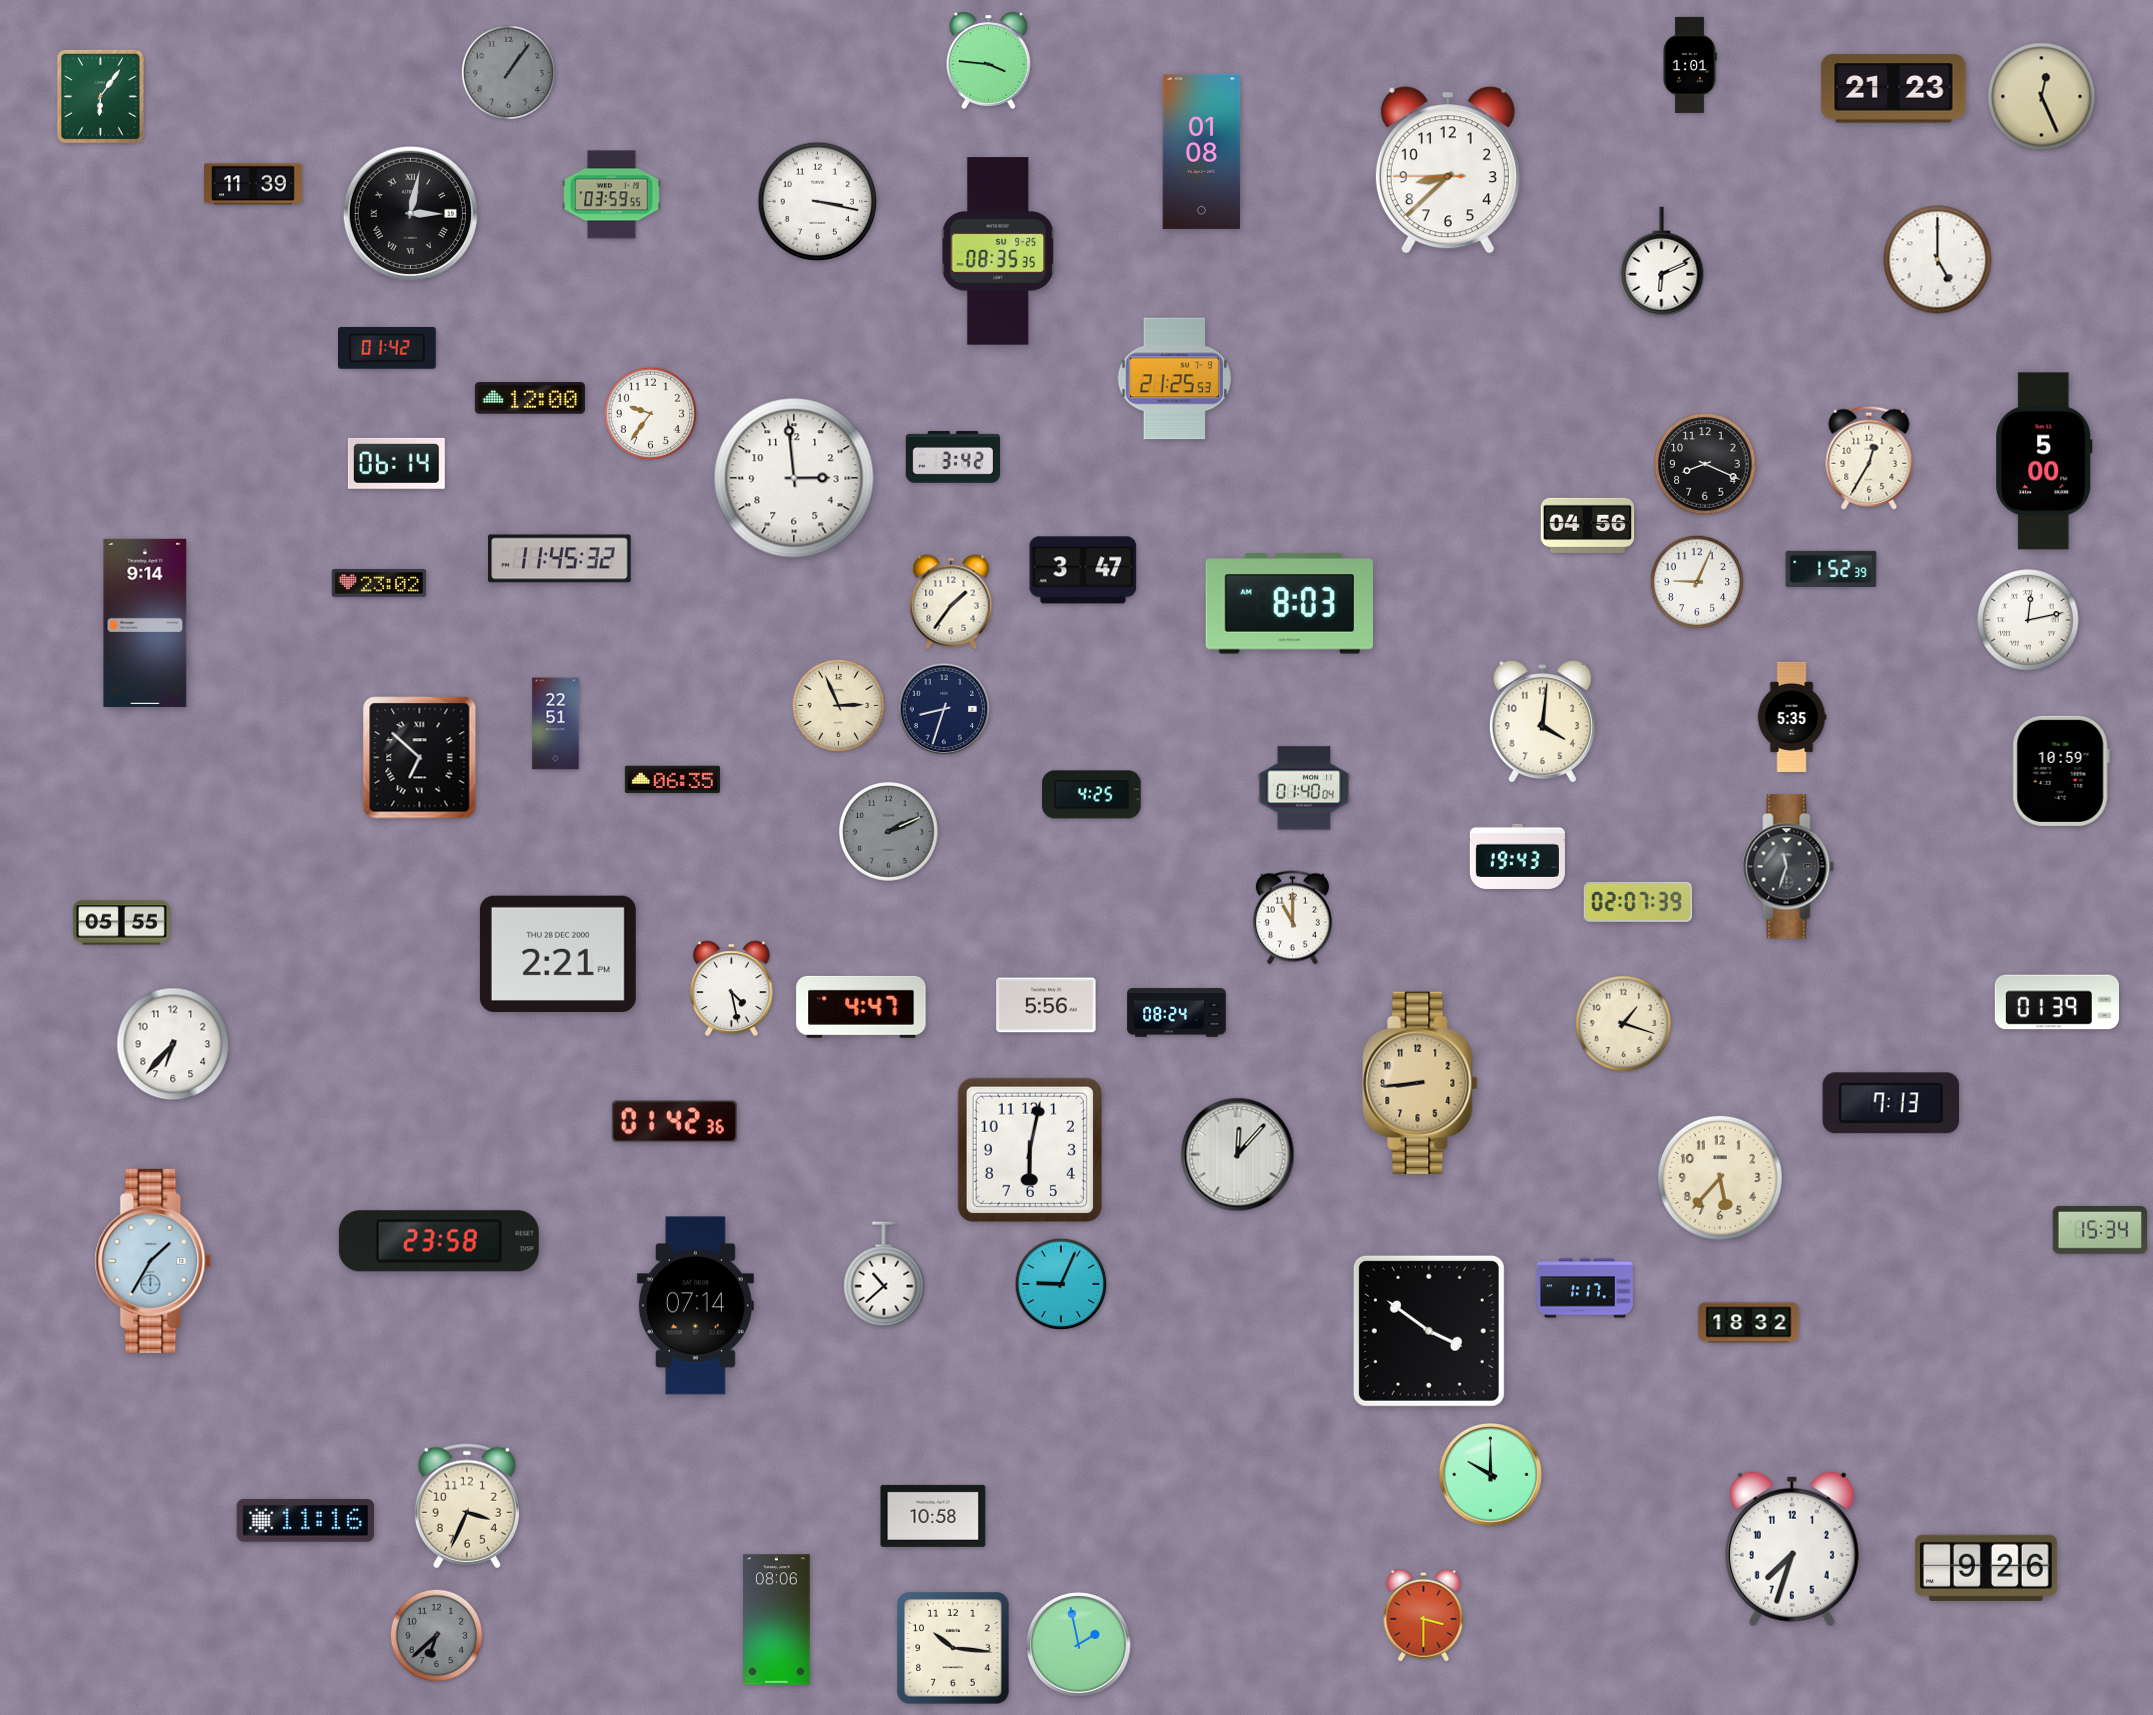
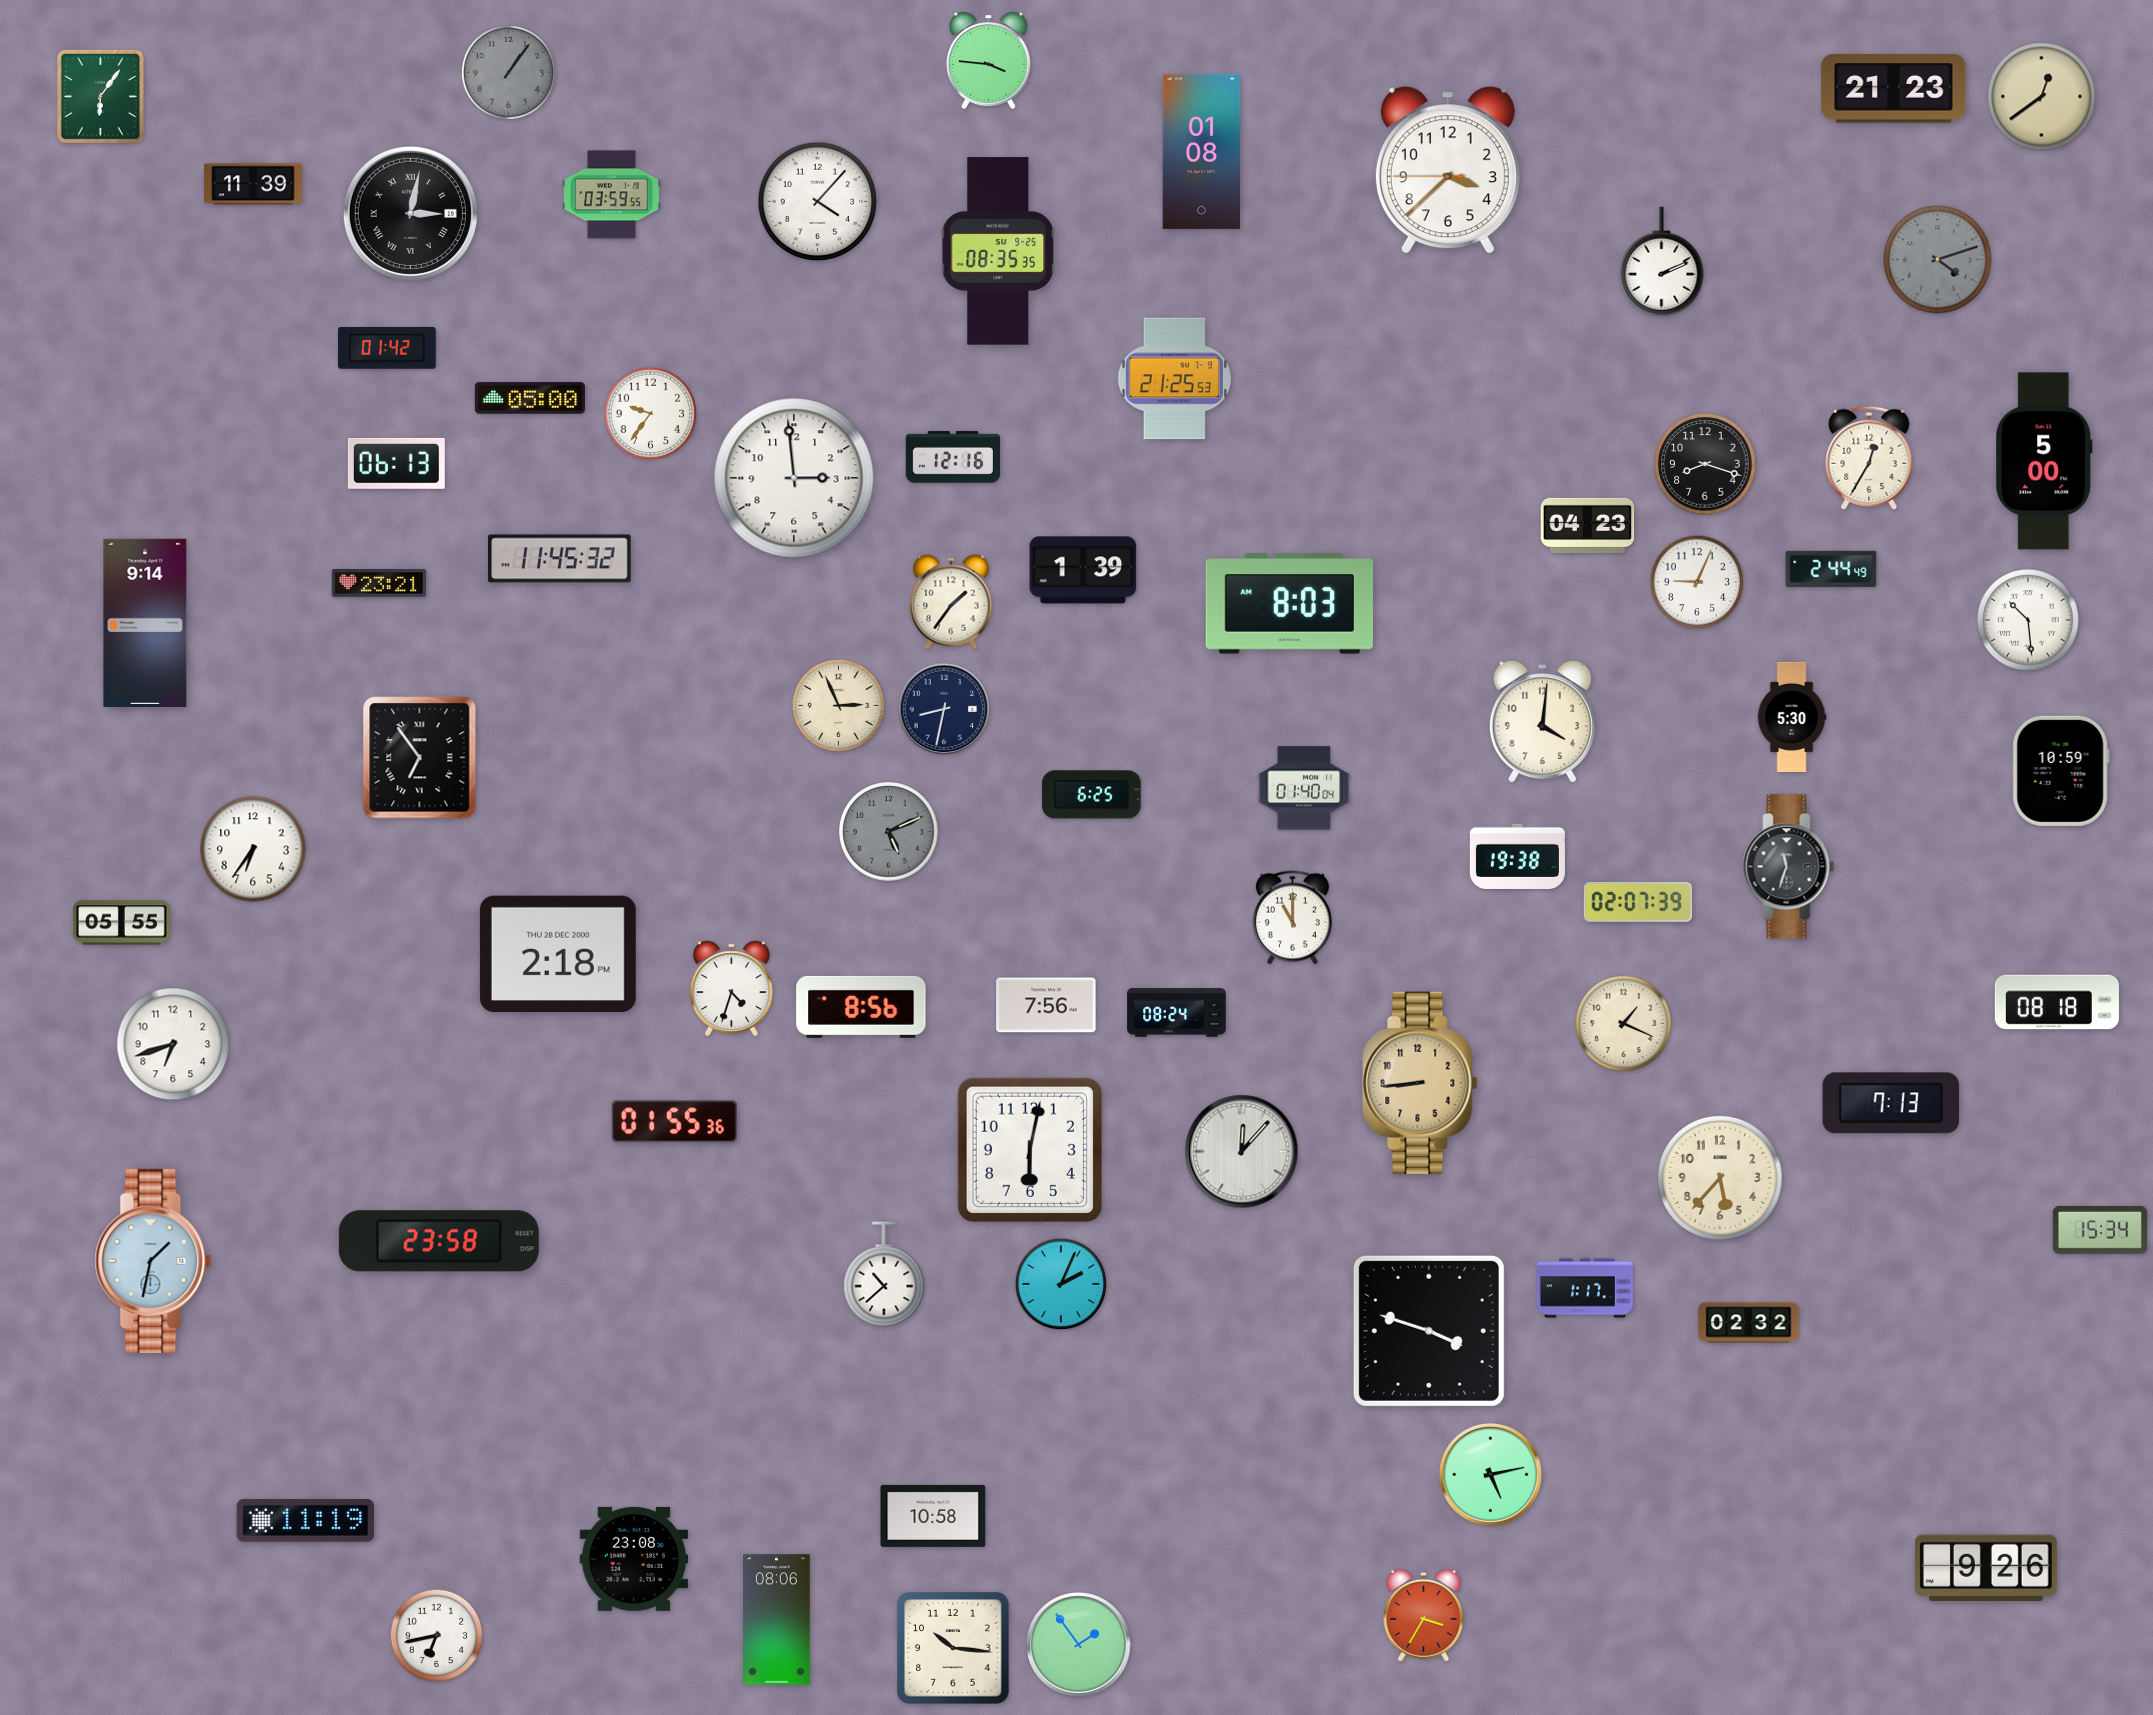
clock at (1690, 65): 1:01 -> none
clock at (2042, 97): 12:26 -> 12:39
clock at (1448, 170): 8:37 -> 3:37
clock at (818, 202): 3:17 -> 4:07
clock at (1938, 260): 5:00 -> 4:12
clock at (1938, 260) dial: white -> grey
clock at (1662, 262): 6:11 -> 2:11
clock at (530, 398): 12:00 -> 05:00
clock at (952, 457): 3:42 -> 12:16
clock at (396, 463): 06:14 -> 06:13
clock at (1705, 464): 8:19 -> 8:18
clock at (1588, 525): 04:56 -> 04:23
clock at (1831, 569): 1:52 -> 2:44
clock at (1083, 570): 3:47 -> 1:39
clock at (379, 584): 23:02 -> 23:21
clock at (2028, 620): 12:13 -> 10:29
clock at (944, 709): 8:33 -> 8:32
clock at (1792, 717): 5:35 -> 5:30
clock at (556, 724): 22:51 -> none
clock at (420, 758): 6:52 -> 6:54
clock at (672, 780): 06:35 -> none
clock at (1092, 795): 4:25 -> 6:25
clock at (889, 832): 2:11 -> 5:11
clock at (253, 849): none -> 6:36
clock at (1517, 856): 19:43 -> 19:38
clock at (558, 953): 2:21 -> 2:18
clock at (732, 989): 4:28 -> 4:33
clock at (2056, 1002): 01:39 -> 08:18
clock at (1046, 1005): 5:56 -> 7:56
clock at (861, 1007): 4:47 -> 8:56
clock at (1623, 1023): 1:18 -> 1:19
clock at (173, 1044): 6:37 -> 6:42
clock at (674, 1122): 01:42 -> 01:55
clock at (1238, 1155) position: (1238, 1155) -> (1242, 1152)
clock at (153, 1261): 1:35 -> 1:32
clock at (1061, 1284): 9:04 -> 2:04
clock at (695, 1306): 07:14 -> none
clock at (1749, 1323): 18:32 -> 02:32
clock at (1429, 1331): 3:51 -> 3:48
clock at (1491, 1475): 10:00 -> 5:13
clock at (467, 1506): 3:34 -> none
clock at (306, 1520): 11:16 -> 11:19
clock at (1792, 1549): 7:33 -> none
clock at (634, 1559): none -> 23:08
clock at (1424, 1615): 3:30 -> 3:35
clock at (437, 1636): 6:38 -> 6:43
clock at (437, 1636) dial: grey -> white
clock at (1079, 1645): 1:58 -> 1:54
